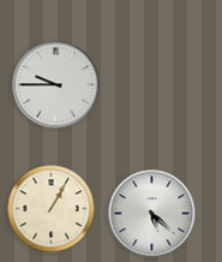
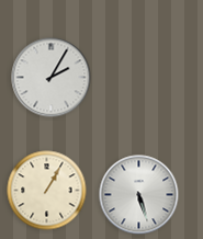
clock at (56, 85): 9:45 -> 2:05
clock at (152, 214): 5:22 -> 5:27
